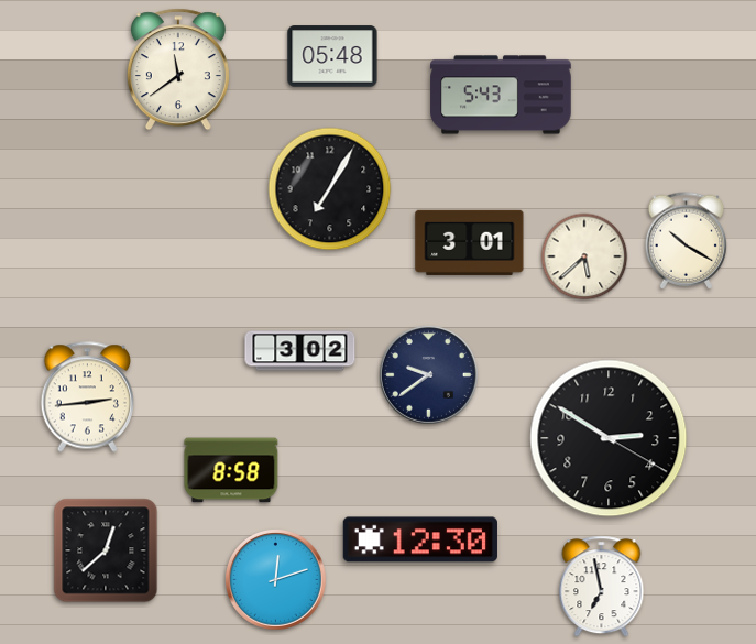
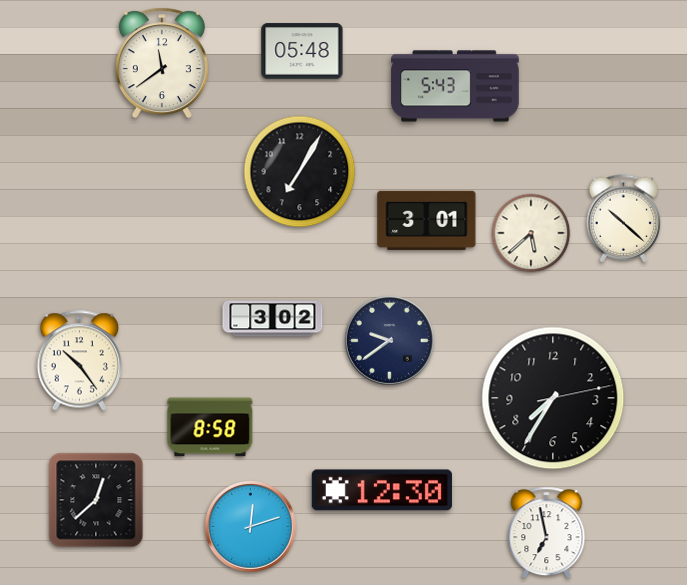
clock at (687, 241): 10:20 -> 10:22
clock at (87, 397): 2:44 -> 10:24
clock at (609, 438): 2:50 -> 7:35
